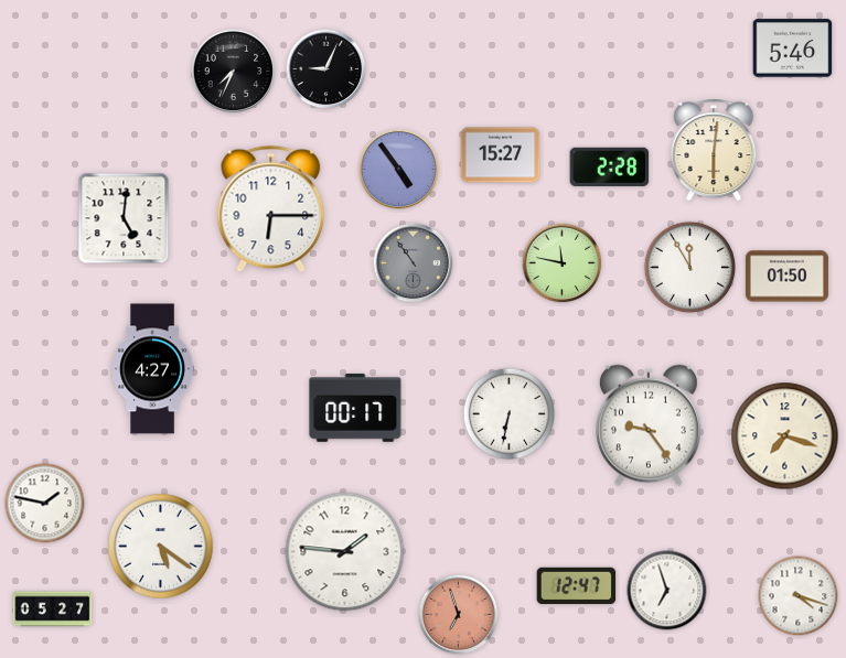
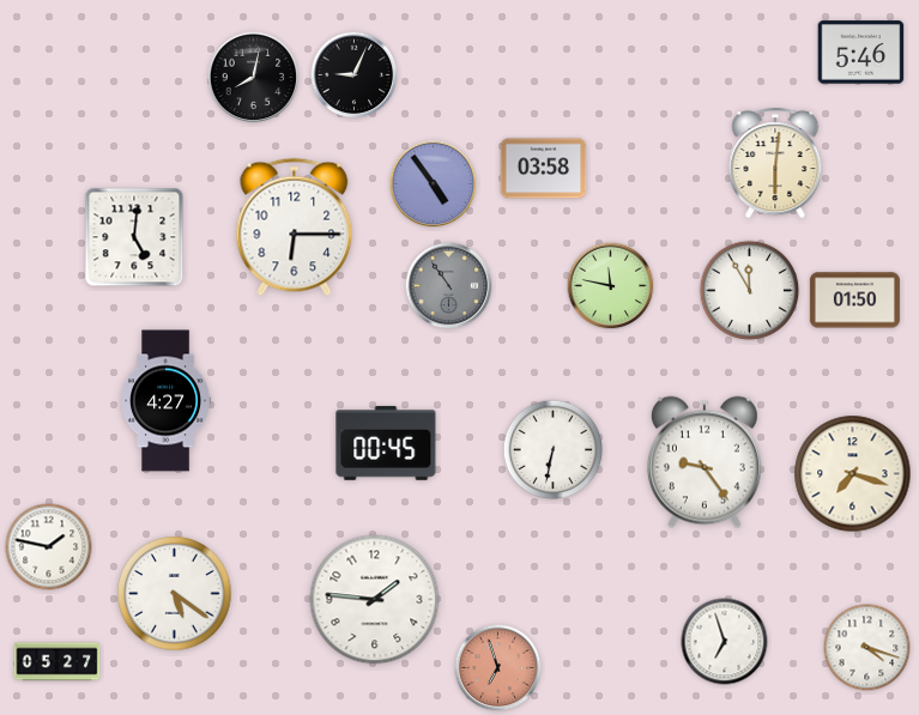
clock at (234, 72): 7:34 -> 8:02
clock at (501, 155): 15:27 -> 03:58
clock at (610, 166): 2:28 -> none
clock at (355, 408): 00:17 -> 00:45
clock at (577, 585): 12:47 -> none
